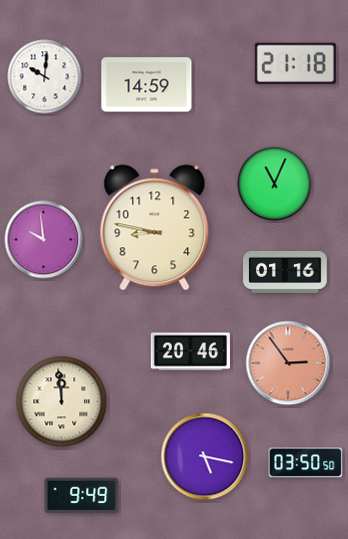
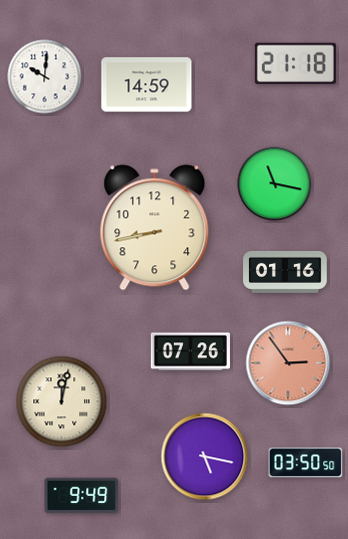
clock at (275, 184): 11:04 -> 11:17
clock at (155, 228): 8:47 -> 8:43
clock at (44, 240): 9:59 -> none
clock at (190, 352): 20:46 -> 07:26
clock at (62, 402): 11:59 -> 12:02
